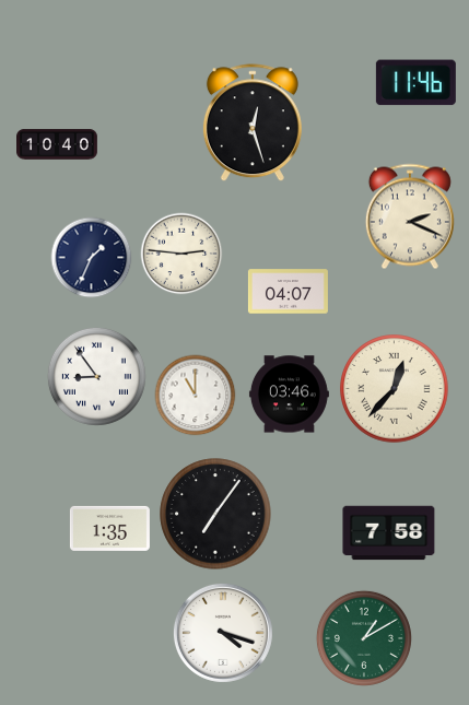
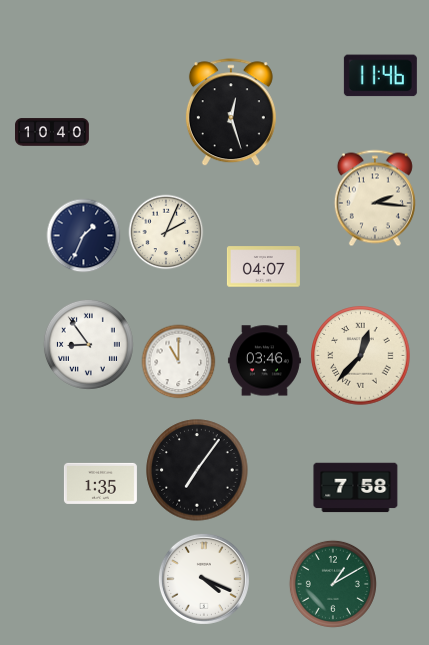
clock at (410, 216): 2:19 -> 2:16
clock at (181, 254): 2:46 -> 2:04
clock at (223, 633): 4:18 -> 4:19
